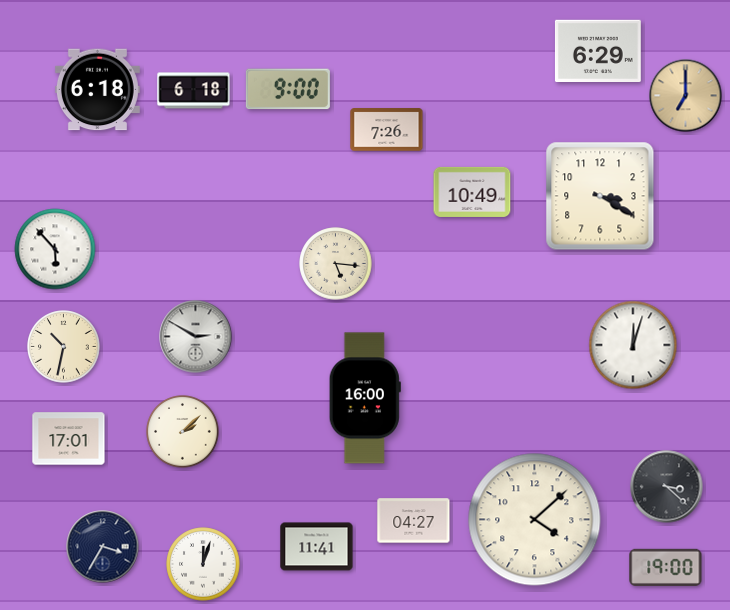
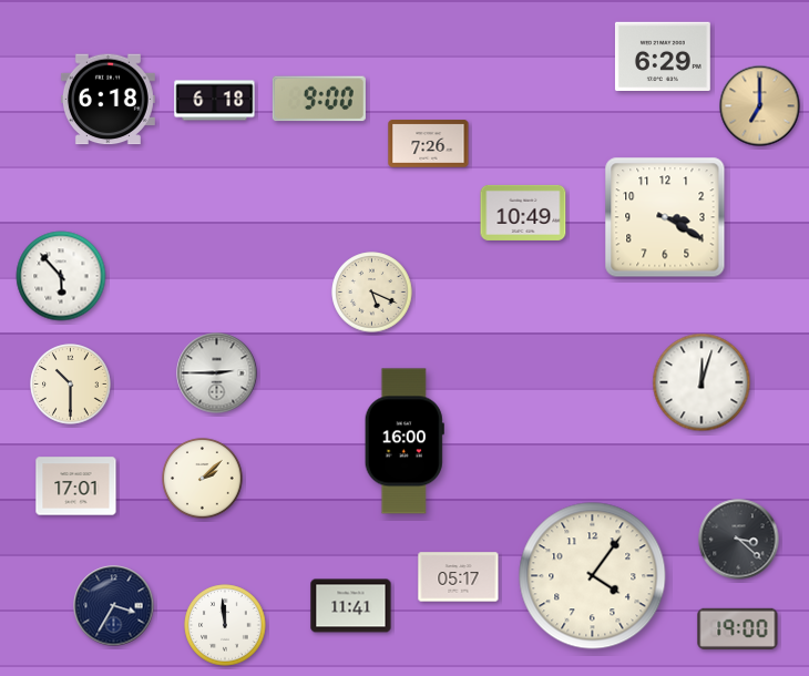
clock at (336, 264): 5:16 -> 5:19
clock at (196, 337): 2:50 -> 2:45
clock at (64, 347): 10:32 -> 10:30
clock at (535, 520): 4:08 -> 4:06
clock at (414, 521): 04:27 -> 05:17
clock at (203, 564): 12:03 -> 11:59
